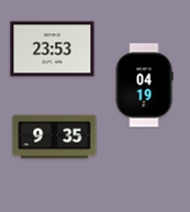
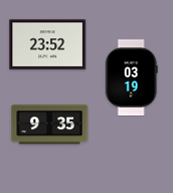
clock at (53, 49): 23:53 -> 23:52
clock at (144, 86): 04:19 -> 03:19
